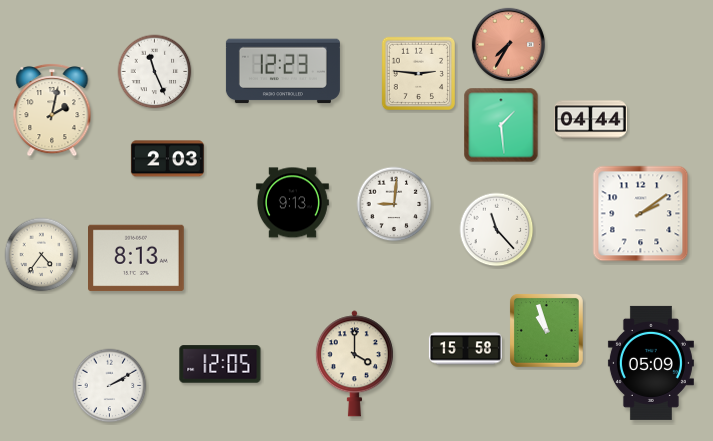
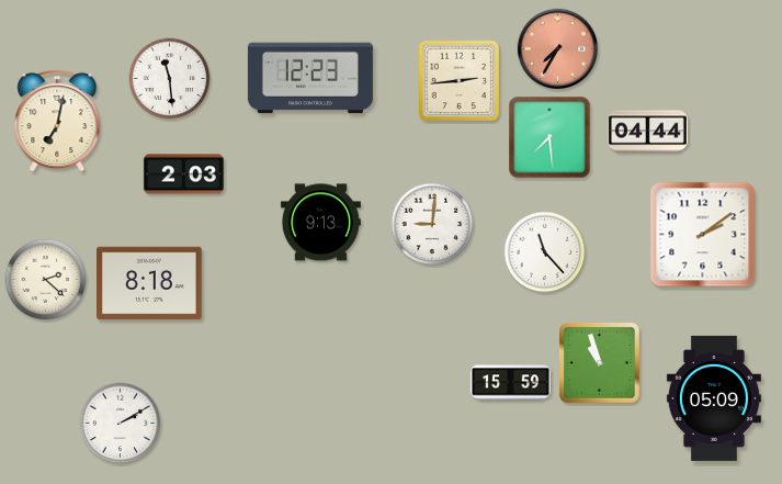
clock at (155, 72): 11:26 -> 11:29
clock at (418, 73): 2:46 -> 2:44
clock at (52, 110): 2:02 -> 7:02
clock at (501, 125): 1:29 -> 7:29
clock at (42, 255): 4:36 -> 2:22
clock at (137, 258): 8:13 -> 8:18
clock at (465, 349): 15:58 -> 15:59
clock at (220, 364): 12:05 -> none
clock at (354, 364): 4:00 -> none
